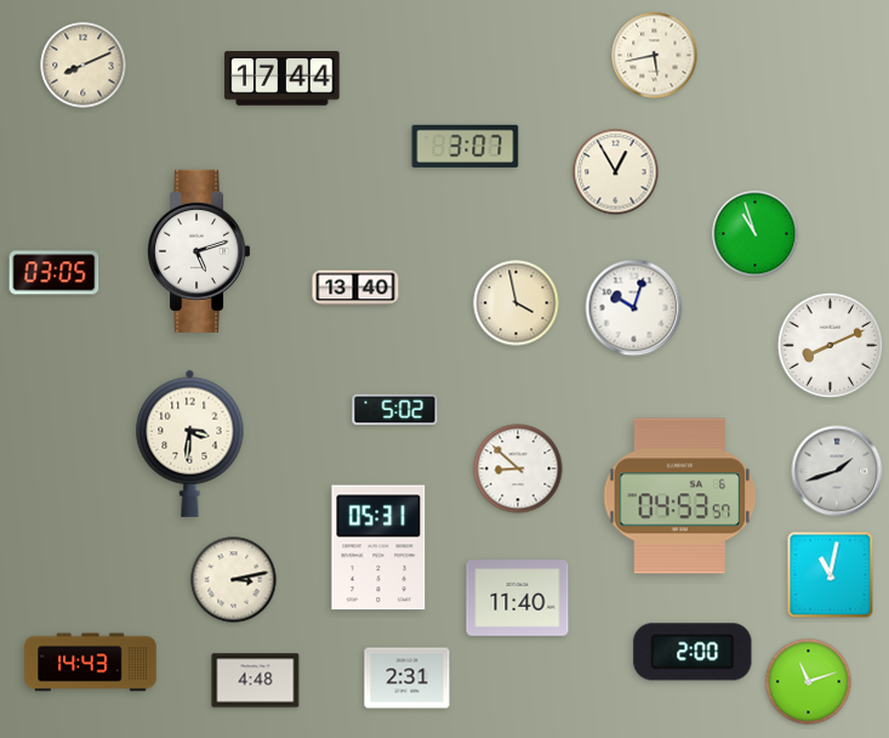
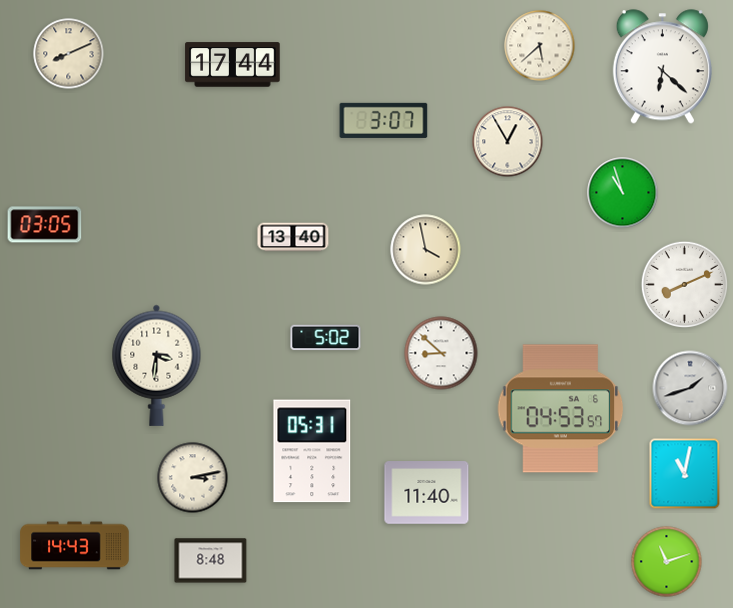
clock at (655, 56): 5:43 -> 5:38
clock at (662, 67): none -> 6:22
clock at (200, 251): 5:12 -> none
clock at (634, 308): 10:03 -> none
clock at (518, 469) position: (518, 469) -> (441, 353)
clock at (693, 652): 2:00 -> none
clock at (408, 679): 2:31 -> none
clock at (256, 681): 4:48 -> 8:48
